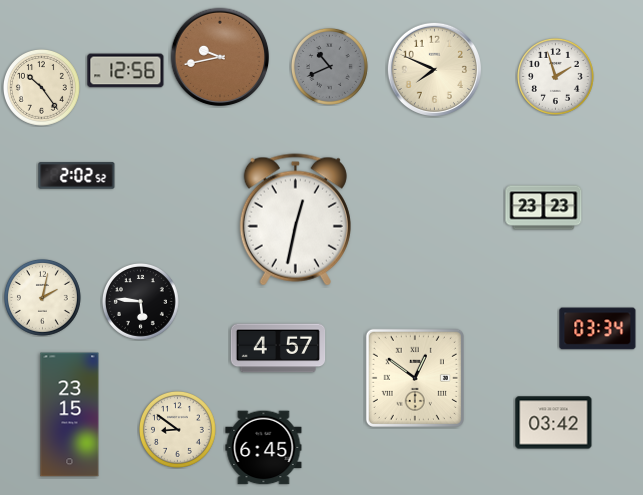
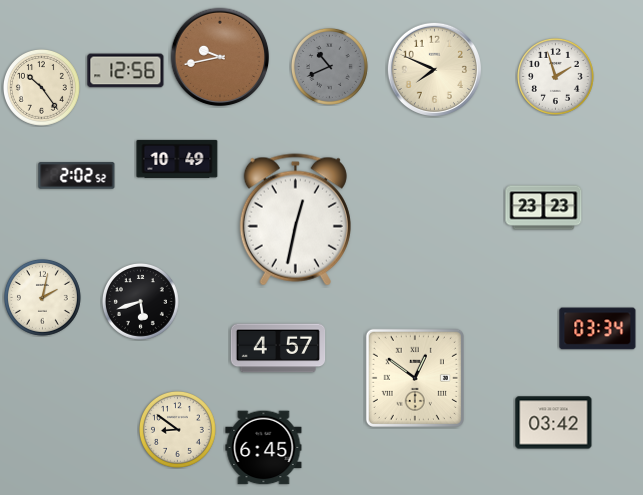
clock at (177, 159): none -> 10:49
clock at (141, 302): 5:46 -> 5:42
clock at (70, 415): 23:15 -> none
